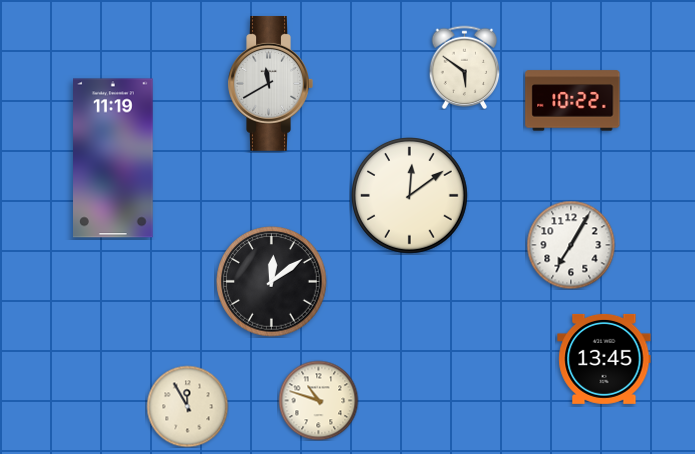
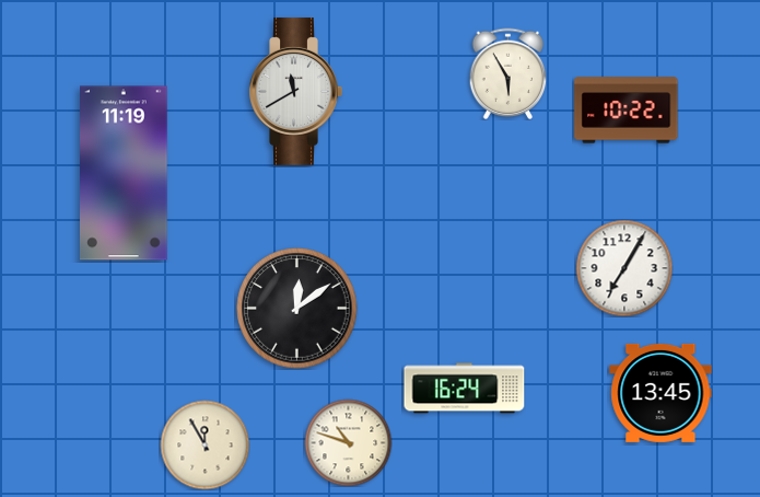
clock at (465, 67): 5:51 -> 5:55
clock at (410, 196): 12:09 -> none
clock at (465, 389): none -> 16:24
clock at (318, 400) position: (318, 400) -> (348, 442)
